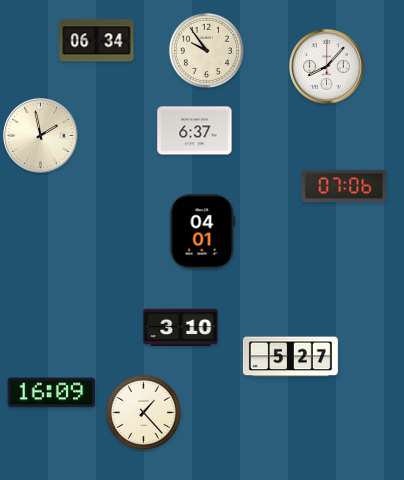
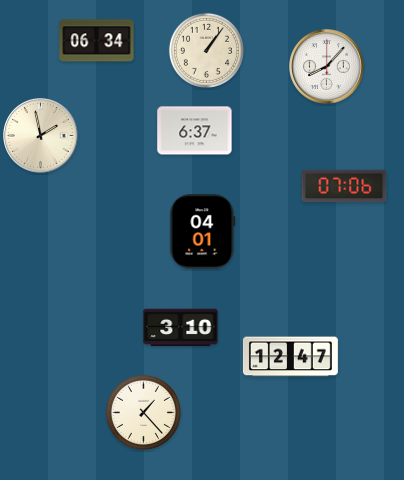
clock at (206, 50): 9:54 -> 1:06
clock at (290, 357): 5:27 -> 12:47
clock at (52, 393): 16:09 -> none
